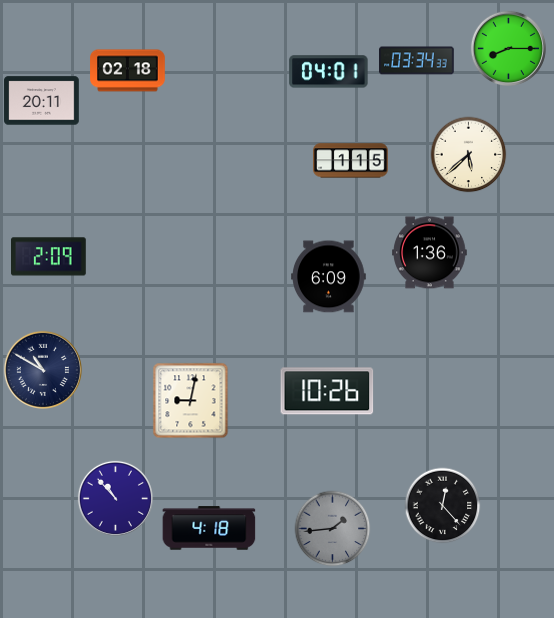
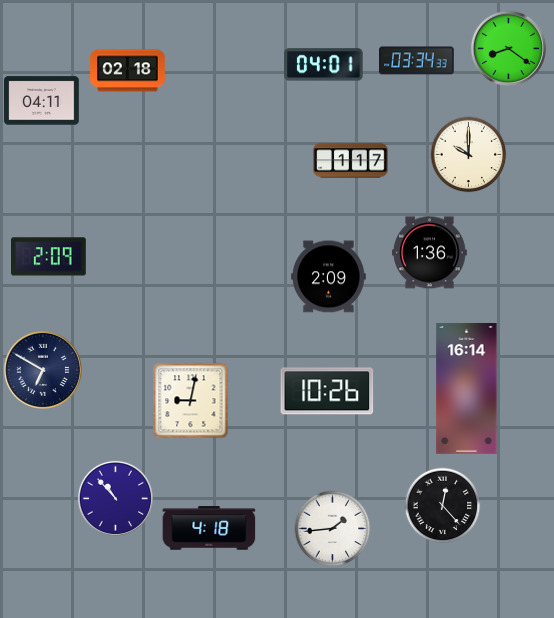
clock at (508, 48): 8:15 -> 8:21
clock at (329, 72) position: (329, 72) -> (324, 65)
clock at (42, 101): 20:11 -> 04:11
clock at (469, 155): 5:38 -> 10:00
clock at (351, 161): 1:15 -> 1:17
clock at (329, 277): 6:09 -> 2:09
clock at (43, 370): 10:50 -> 6:50
clock at (467, 388): none -> 16:14
clock at (333, 529) dial: grey -> white
